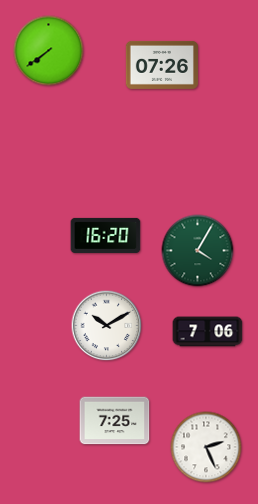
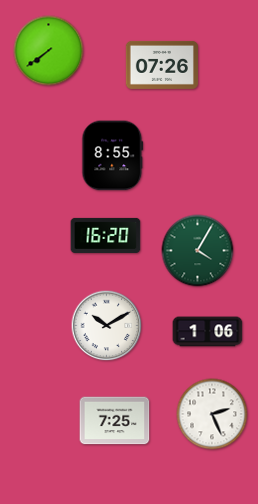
clock at (113, 156): none -> 8:55
clock at (208, 332): 7:06 -> 1:06
clock at (206, 447) position: (206, 447) -> (212, 414)
